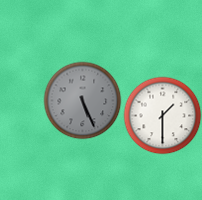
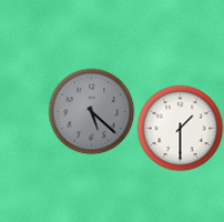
clock at (82, 100): 5:26 -> 5:22
